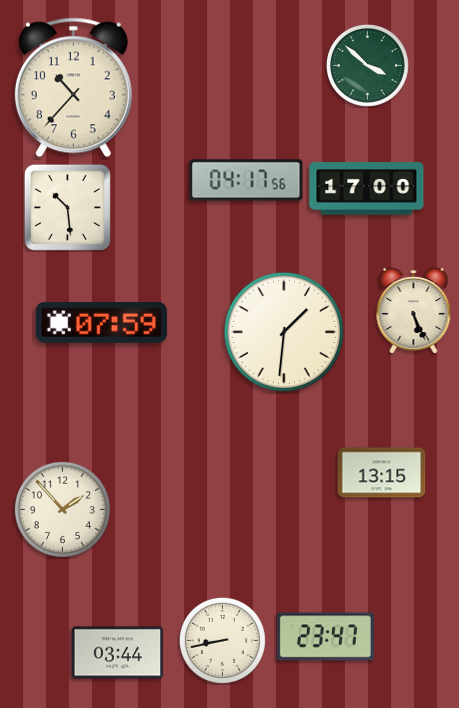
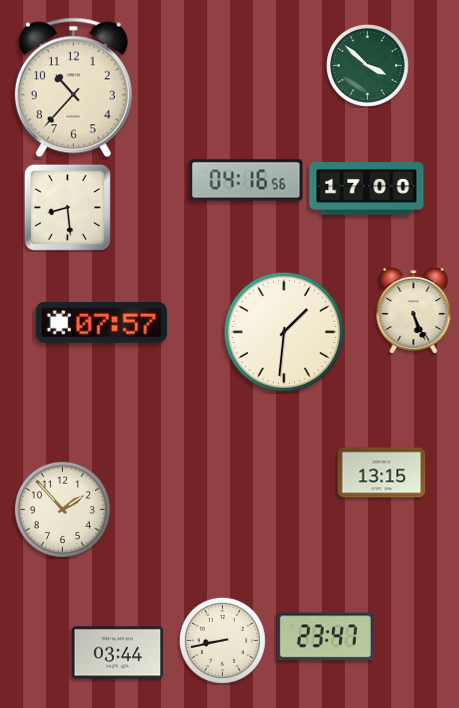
clock at (246, 180): 04:17 -> 04:16
clock at (67, 207): 10:29 -> 8:29
clock at (101, 322): 07:59 -> 07:57
